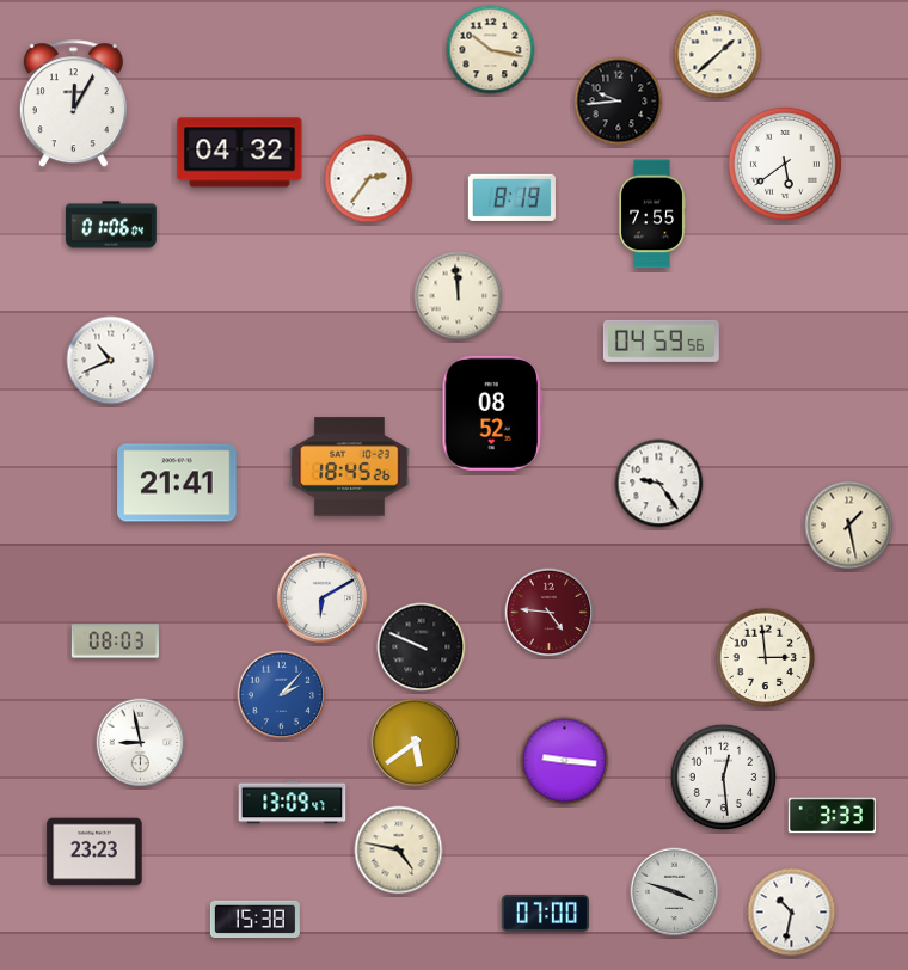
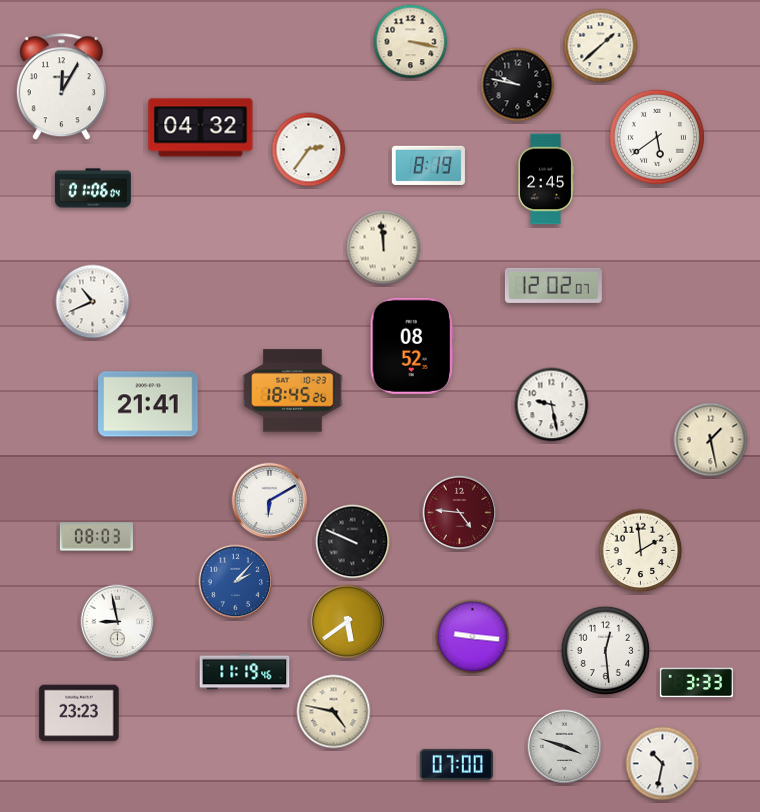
clock at (491, 50): 10:17 -> 3:17
clock at (619, 102): 9:44 -> 9:47
clock at (652, 214): 7:55 -> 2:45
clock at (661, 340): 04:59 -> 12:02
clock at (659, 484): 9:24 -> 9:28
clock at (766, 658): 2:59 -> 1:59
clock at (293, 803): 13:09 -> 11:19
clock at (254, 919): 15:38 -> none
